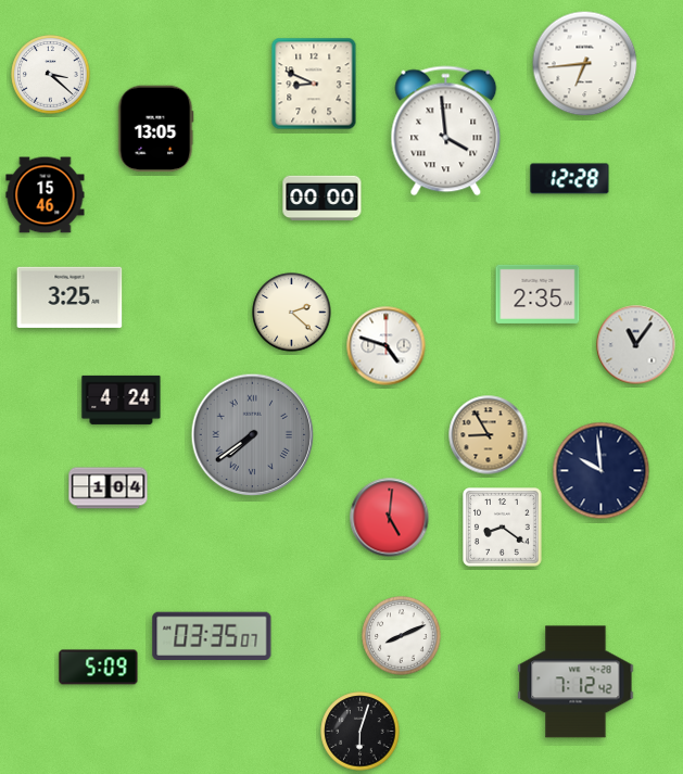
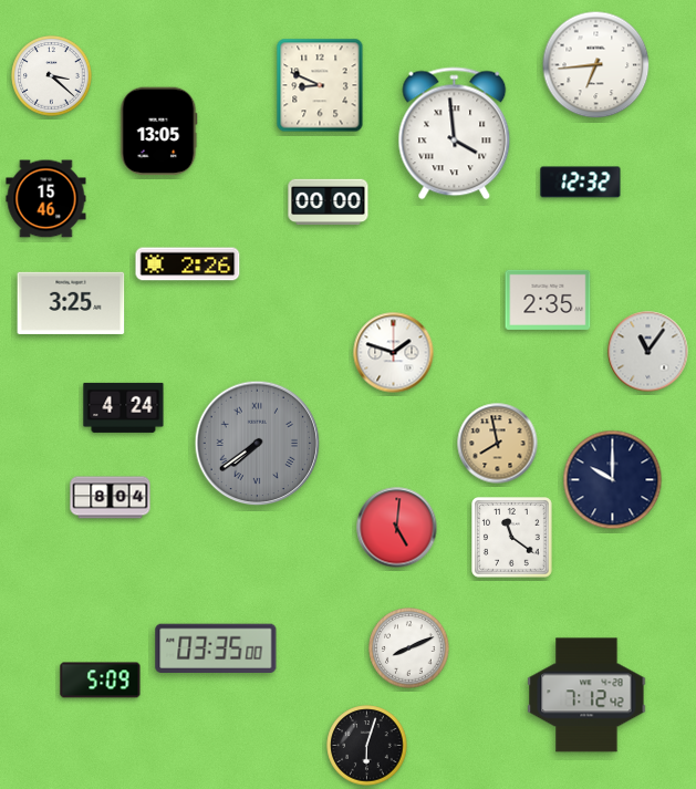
clock at (570, 179): 12:28 -> 12:32
clock at (188, 264): none -> 2:26
clock at (292, 313): 2:22 -> none
clock at (387, 346): 4:48 -> 1:48
clock at (489, 435): 8:55 -> 7:58
clock at (602, 471): 9:59 -> 10:00
clock at (109, 488): 1:04 -> 8:04
clock at (503, 528): 8:21 -> 11:21
clock at (212, 635): 03:35:07 -> 03:35:00
